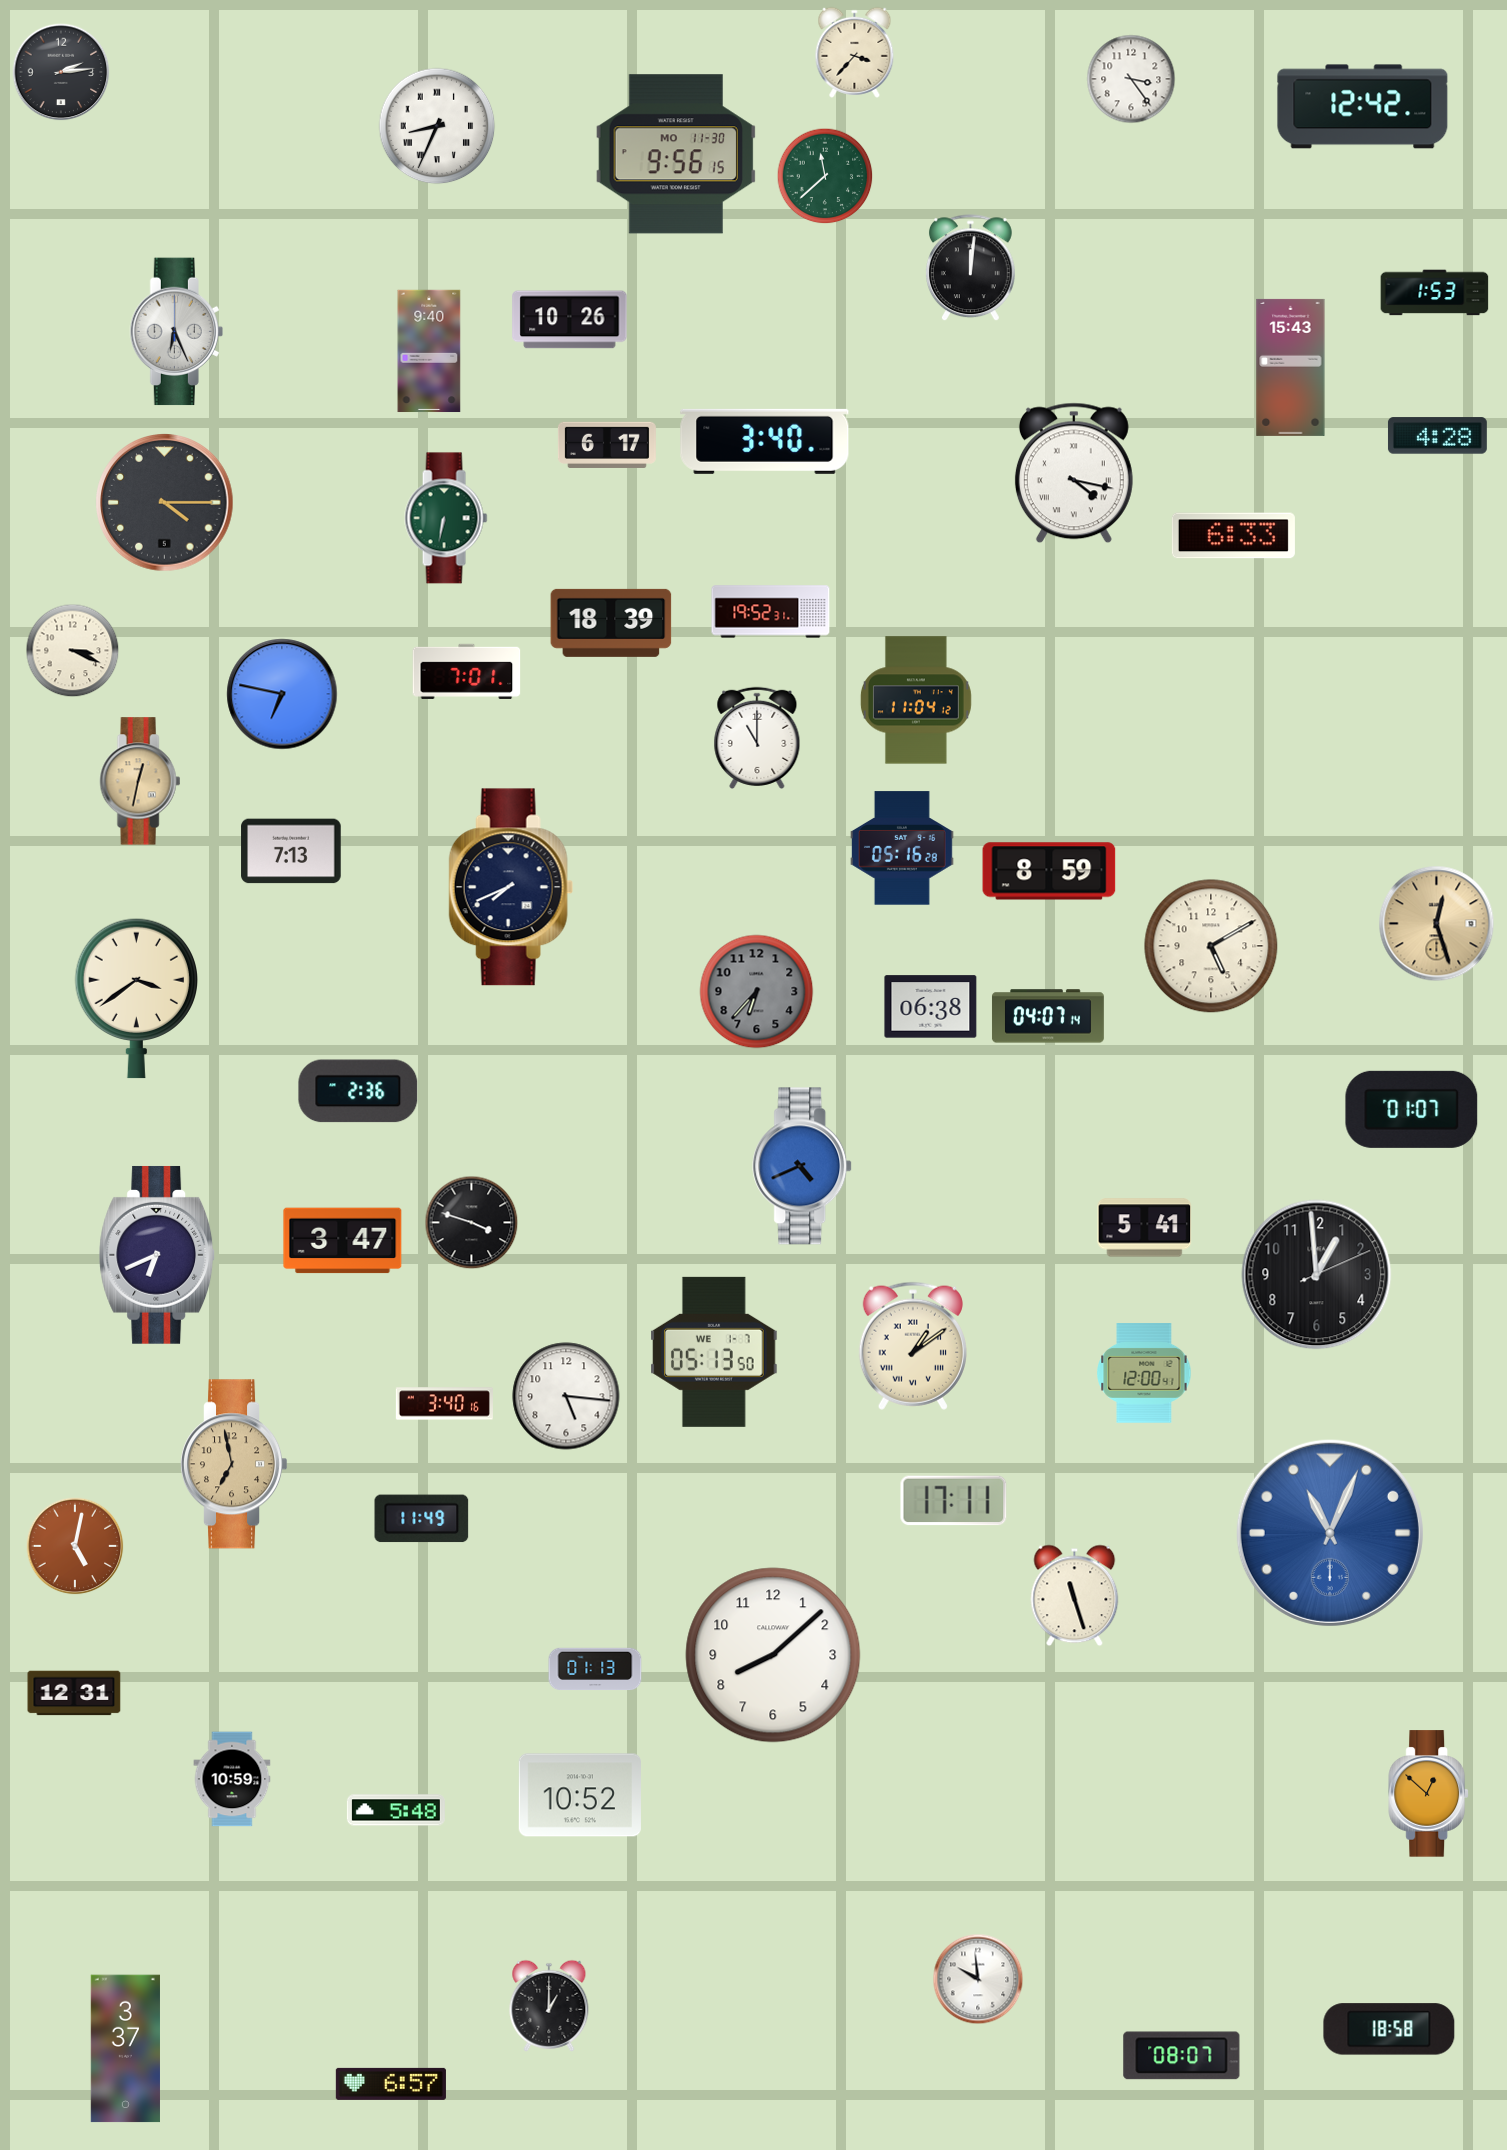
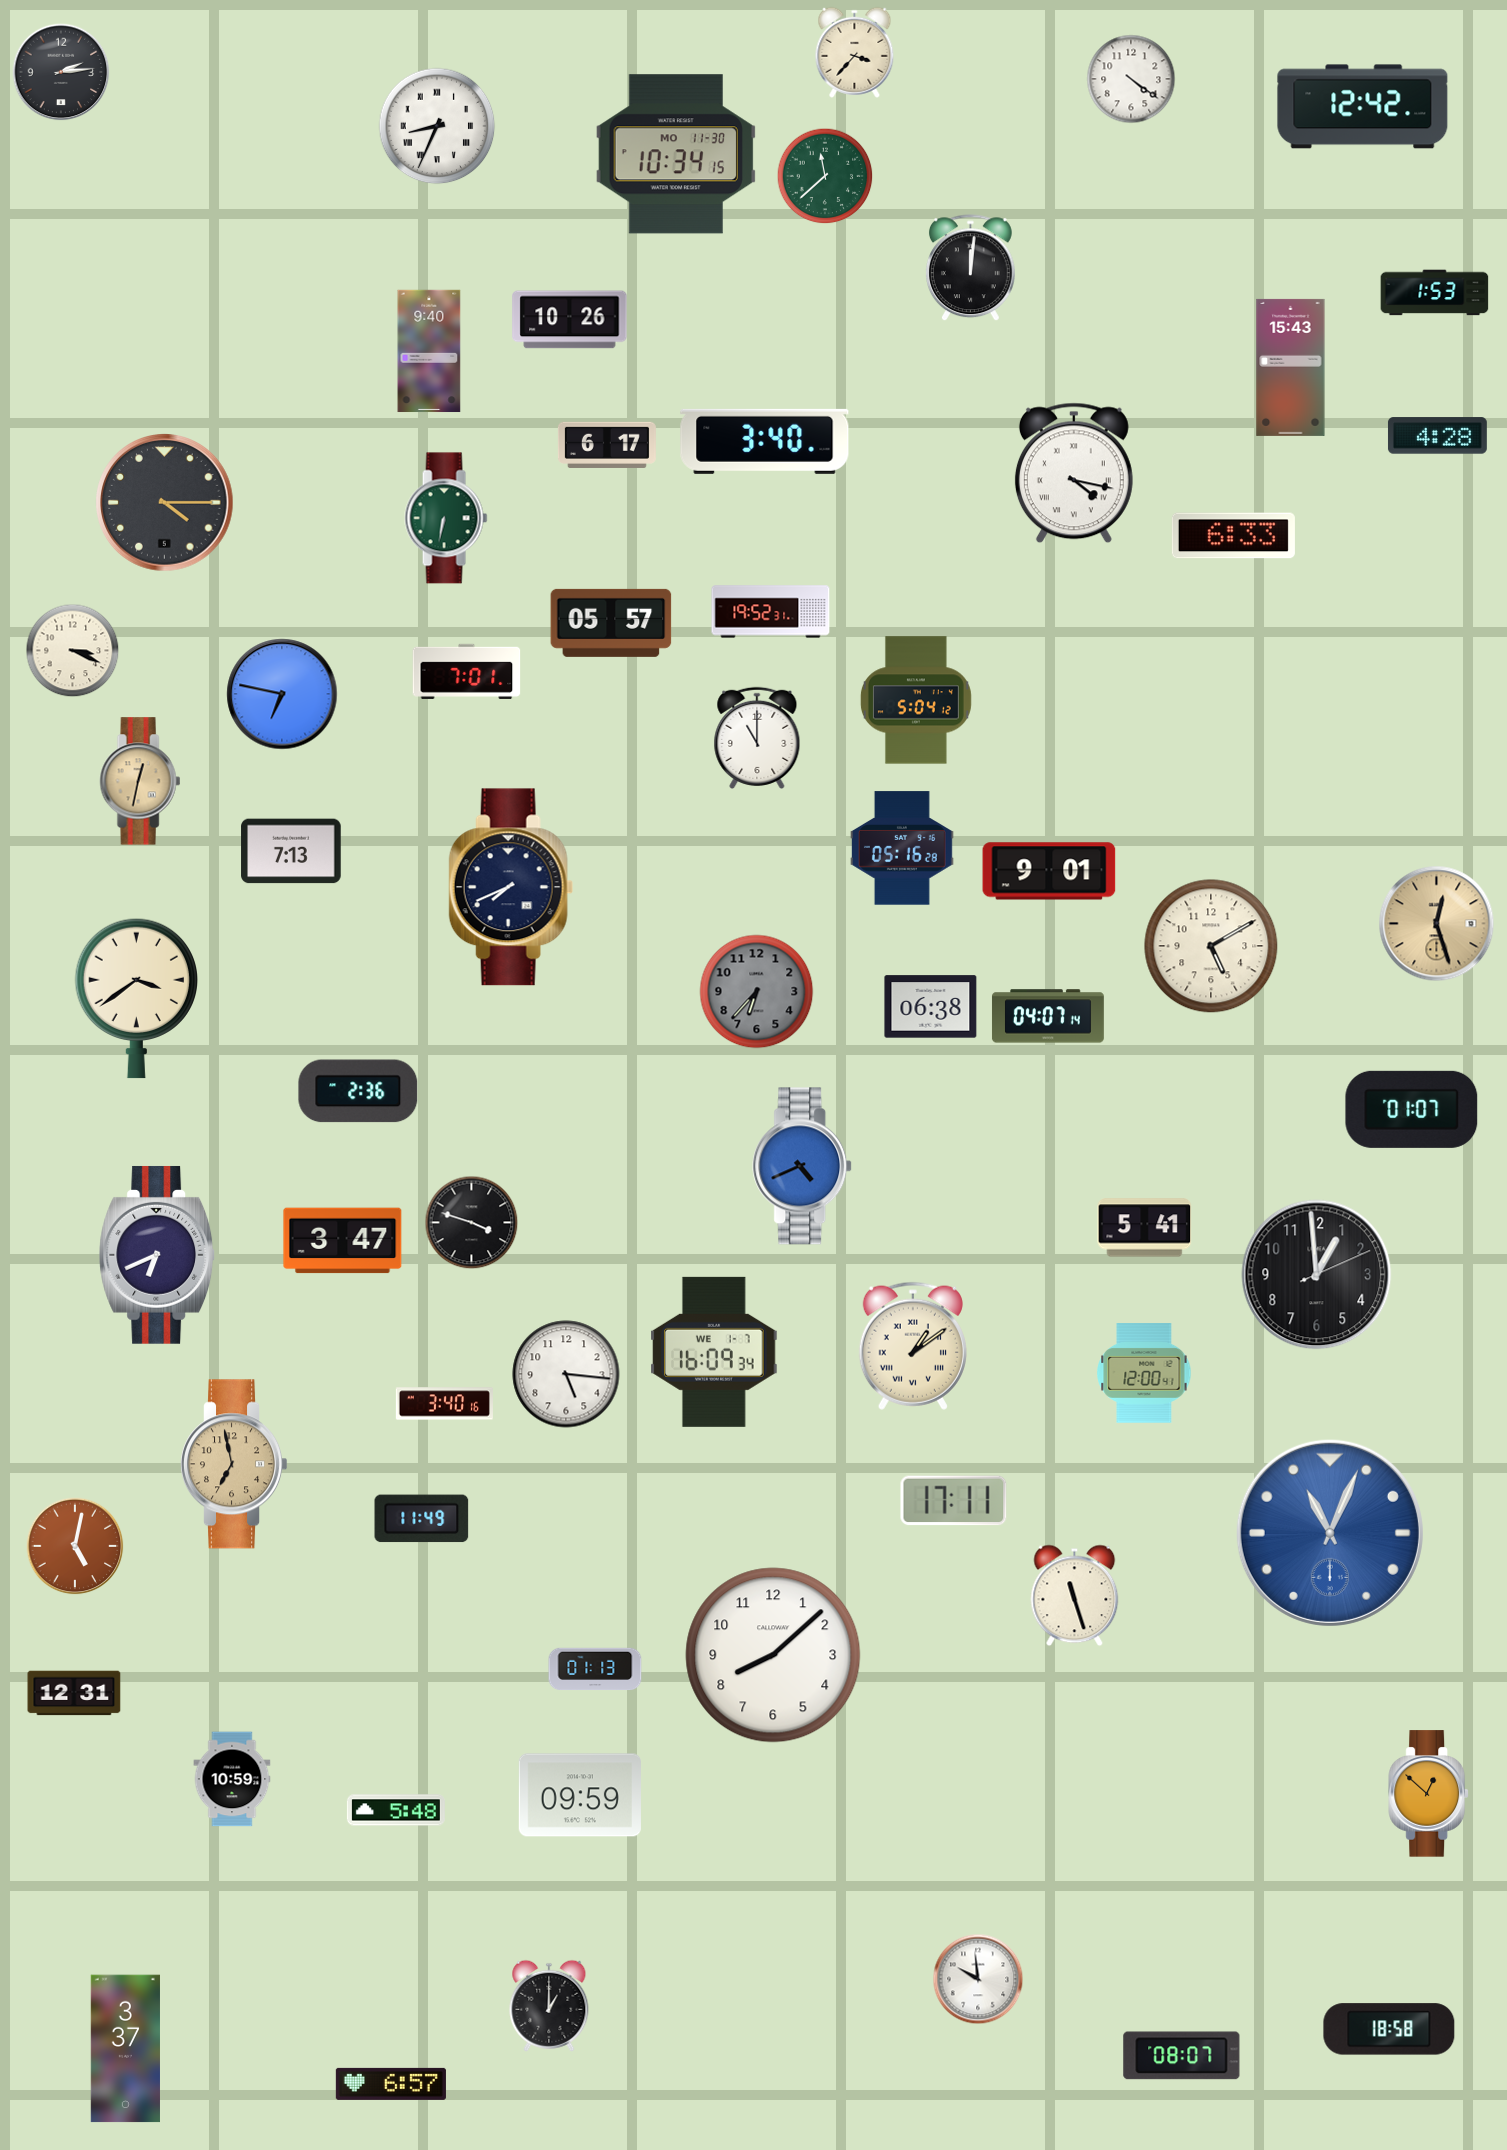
clock at (1131, 79): 3:24 -> 4:21
clock at (675, 154): 9:56 -> 10:34
clock at (176, 332): 6:26 -> none
clock at (611, 623): 18:39 -> 05:57
clock at (916, 700): 11:04 -> 5:04
clock at (1049, 871): 8:59 -> 9:01
clock at (714, 1352): 05:13 -> 16:09
clock at (566, 1396) position: (566, 1396) -> (566, 1374)
clock at (579, 1795): 10:52 -> 09:59
